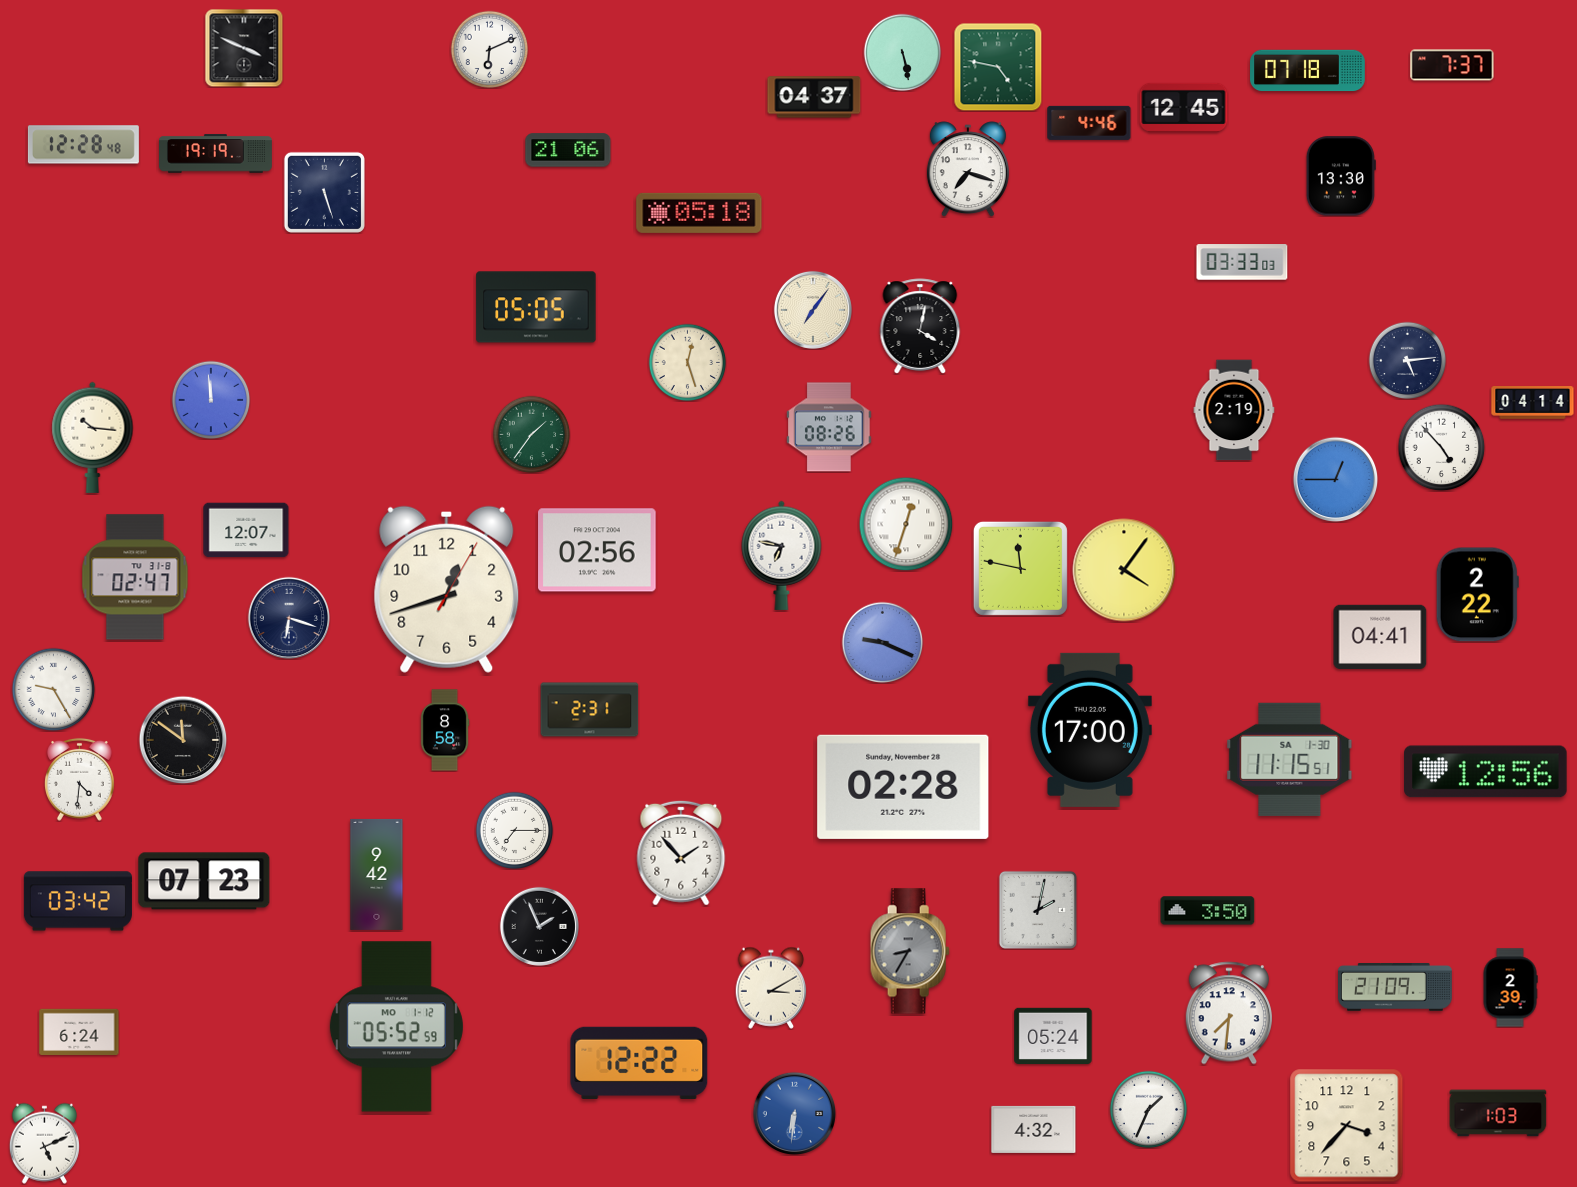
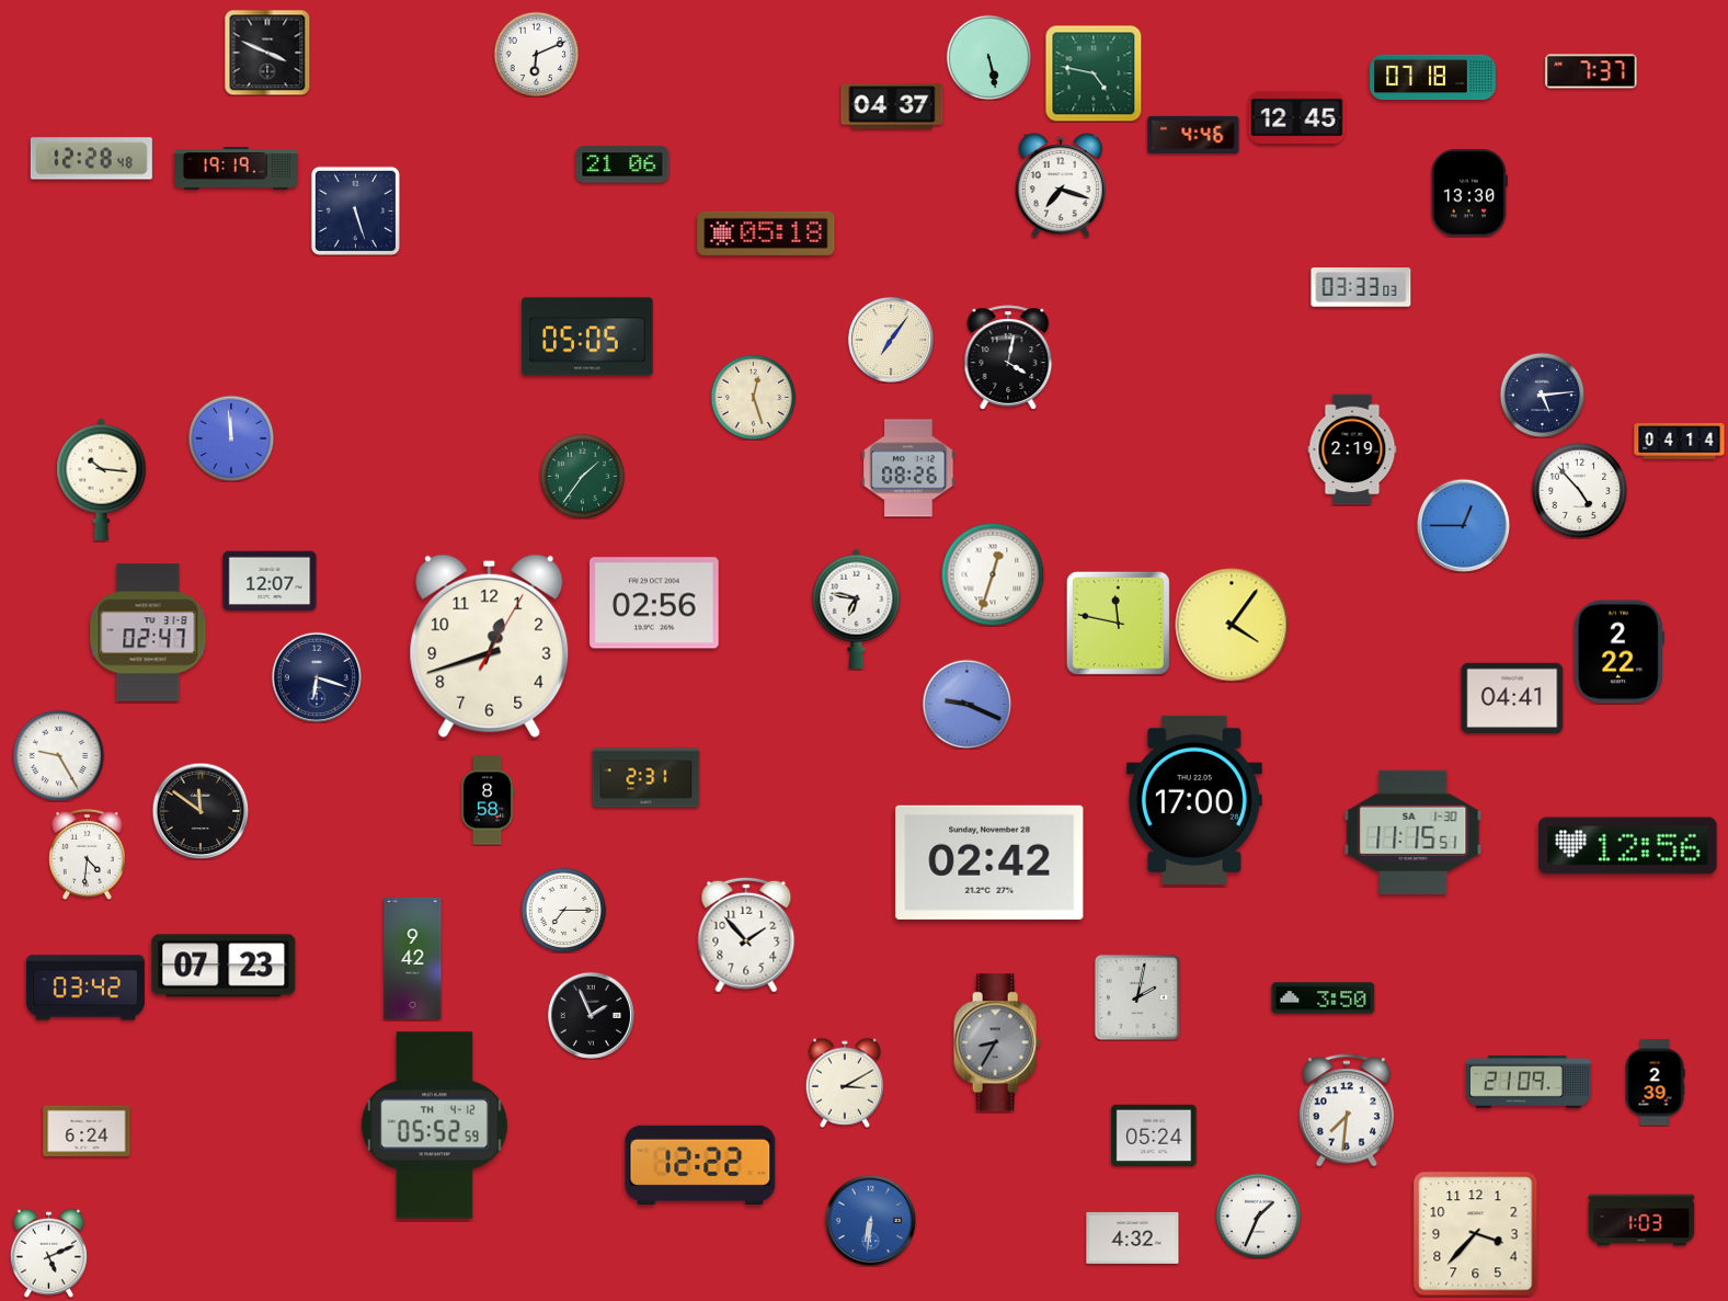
clock at (903, 787): 02:28 -> 02:42
clock at (396, 1027) date: MO 1-12 -> TH 4-12
